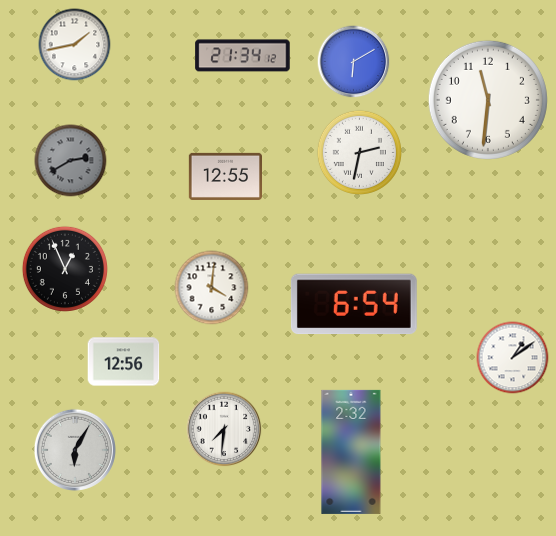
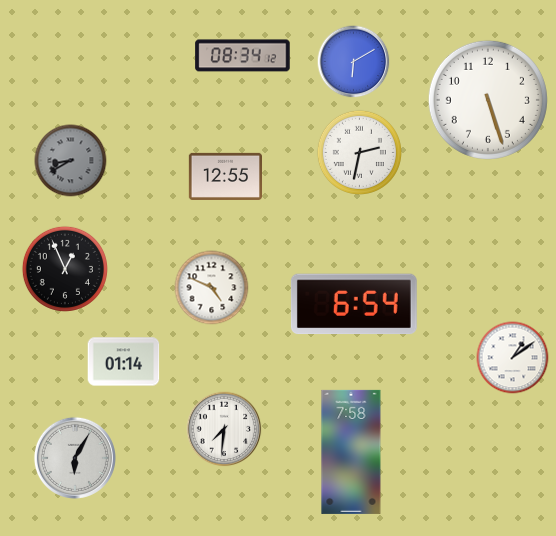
clock at (75, 45): 1:43 -> none
clock at (243, 56): 21:34 -> 08:34
clock at (488, 100): 11:31 -> 5:27
clock at (71, 161): 2:40 -> 8:40
clock at (212, 288): 4:01 -> 4:49
clock at (124, 362): 12:56 -> 01:14
clock at (75, 450) position: (75, 450) -> (75, 458)
clock at (351, 452): 2:32 -> 7:58
